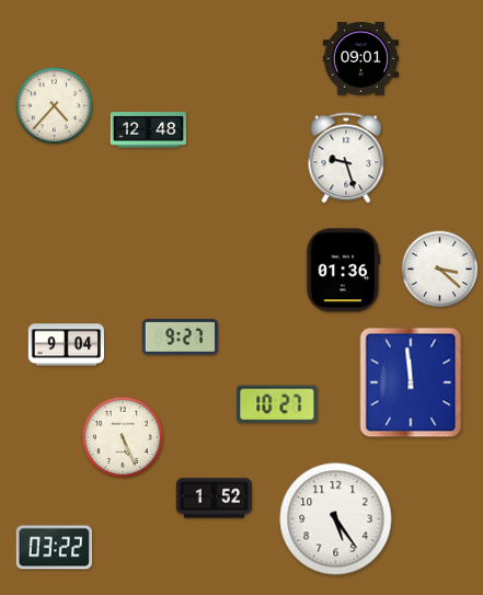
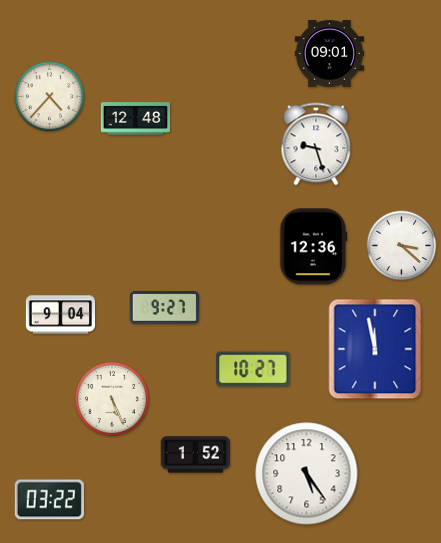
clock at (343, 271): 01:36 -> 12:36
clock at (411, 382): 11:59 -> 11:58
